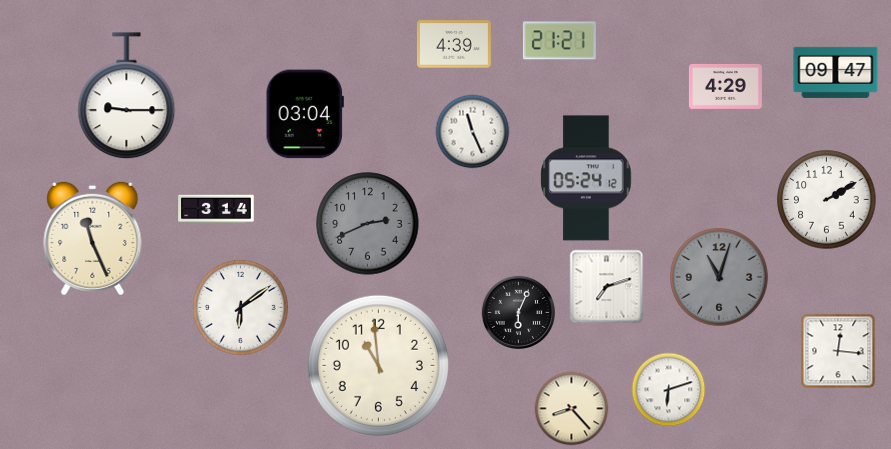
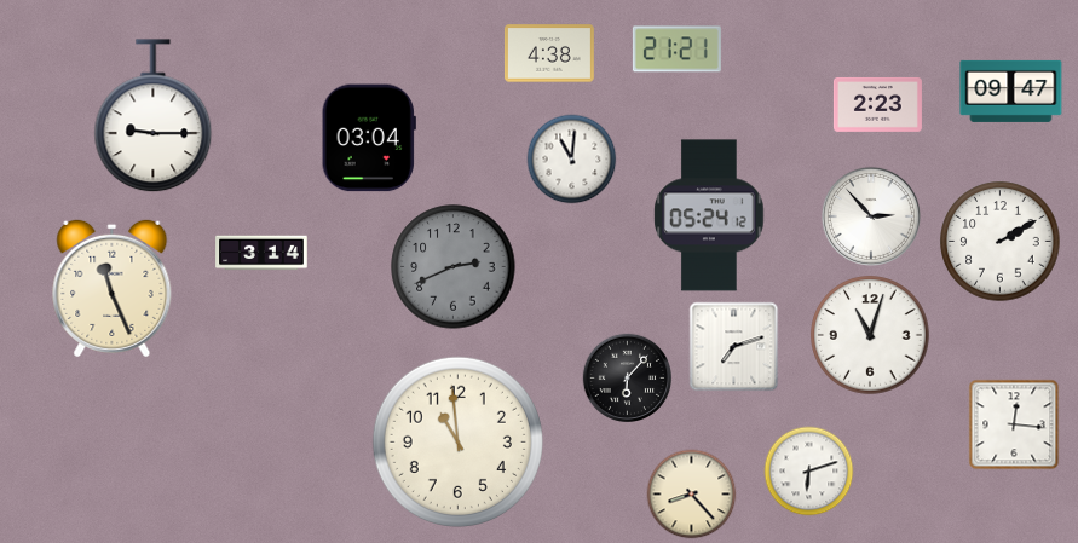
clock at (454, 44): 4:39 -> 4:38
clock at (836, 72) position: (836, 72) -> (1011, 91)
clock at (725, 86): 4:29 -> 2:23
clock at (473, 132): 11:26 -> 11:01
clock at (871, 216): none -> 2:53
clock at (368, 224) position: (368, 224) -> (454, 267)
clock at (719, 277) dial: grey -> white
clock at (241, 308): 6:09 -> none
clock at (518, 312): 6:04 -> 6:07
